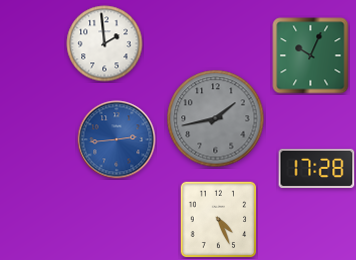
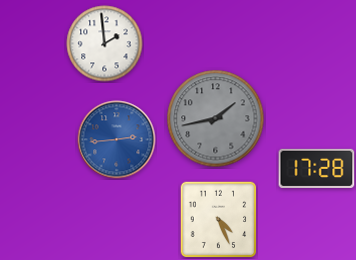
clock at (311, 56): 10:04 -> none
